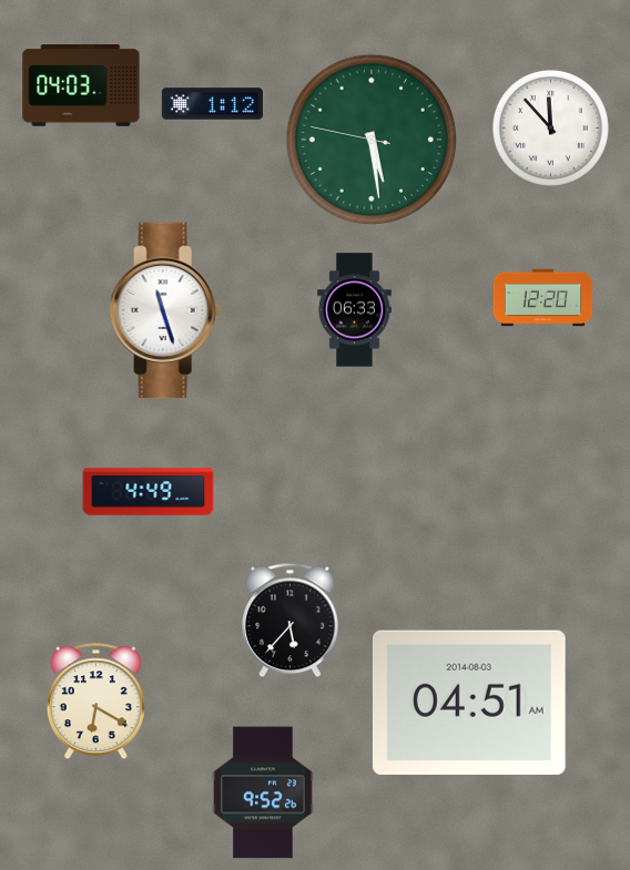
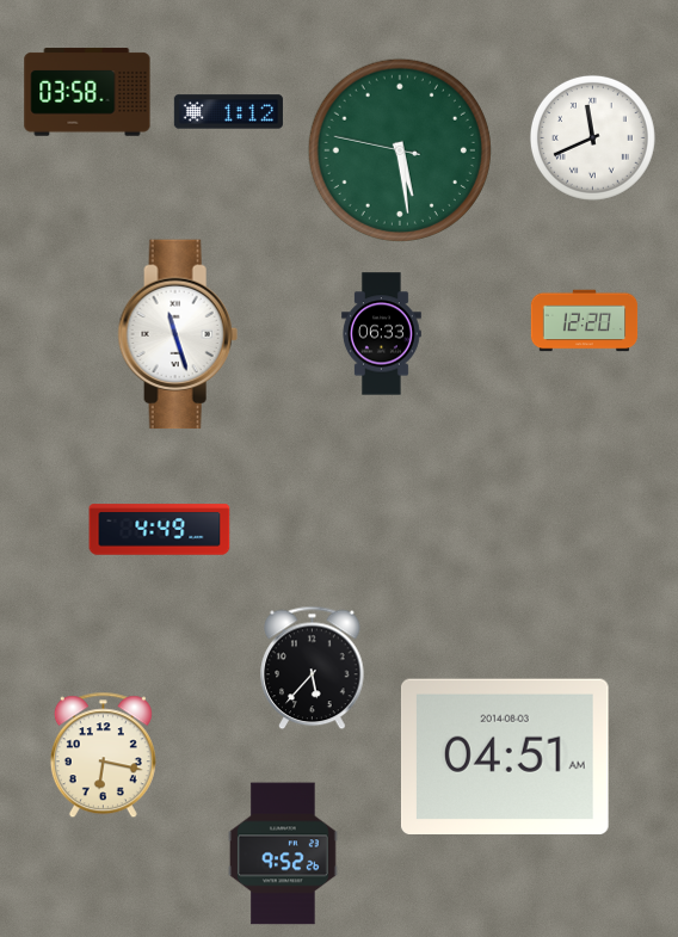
clock at (81, 85): 04:03 -> 03:58
clock at (550, 127): 11:53 -> 11:41
clock at (95, 702): 6:20 -> 6:17
